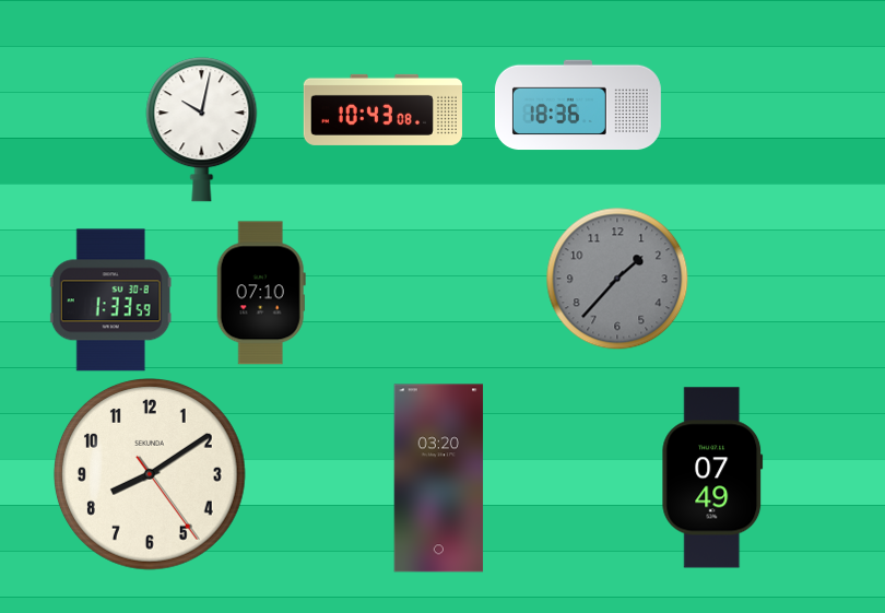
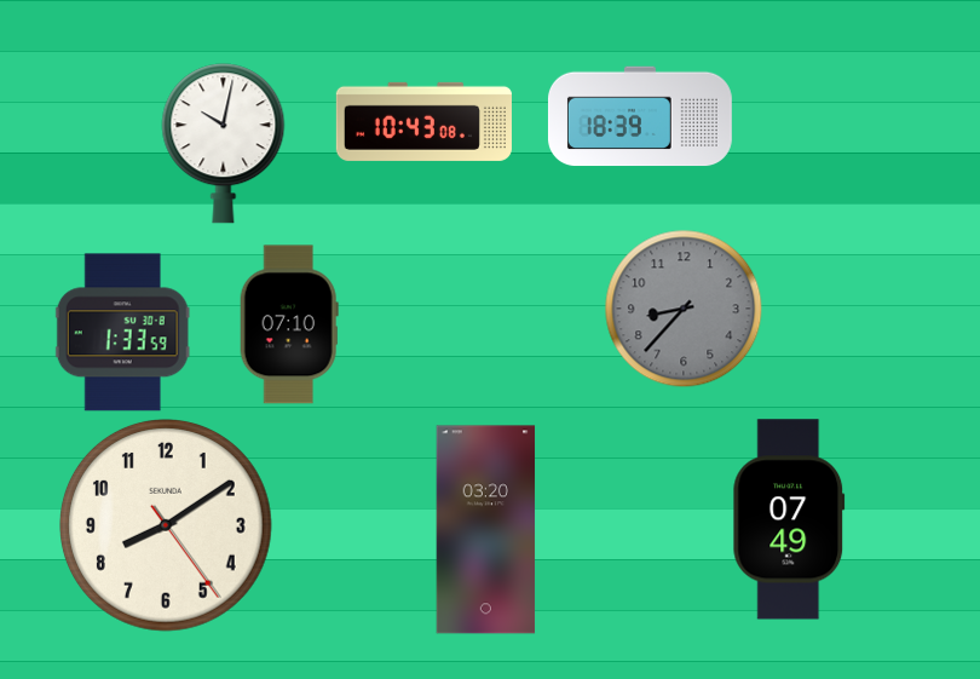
clock at (578, 105): 18:36 -> 18:39
clock at (617, 279): 1:37 -> 8:37
clock at (712, 478) position: (712, 478) -> (789, 519)
